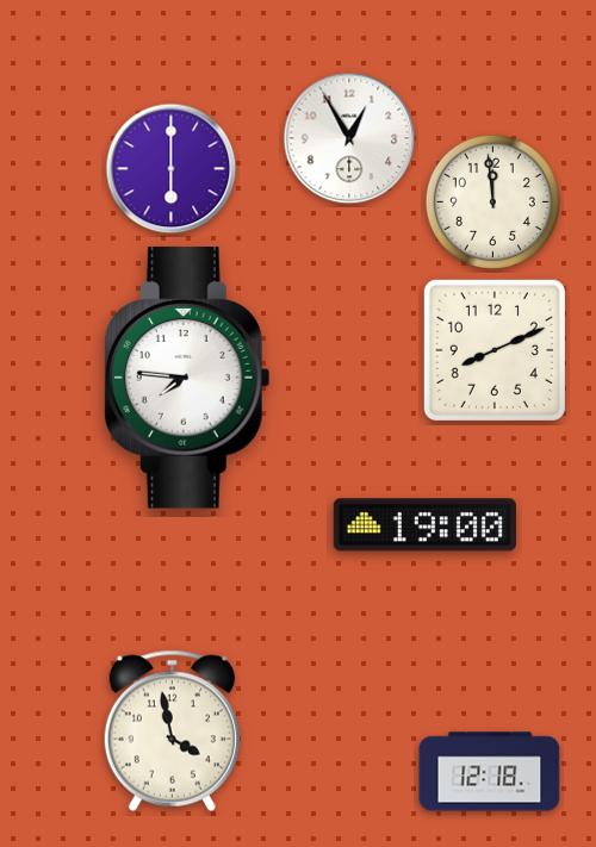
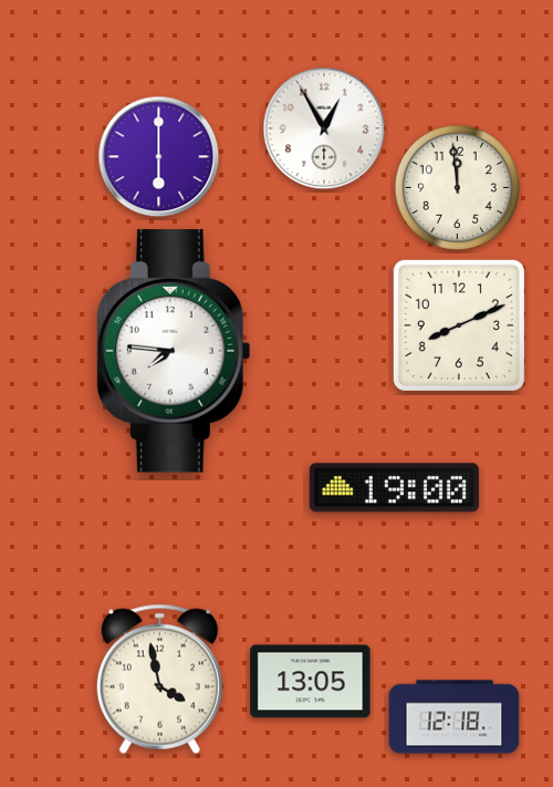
clock at (311, 682): none -> 13:05
